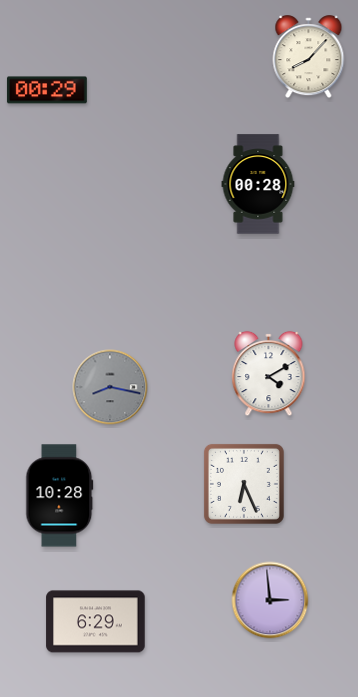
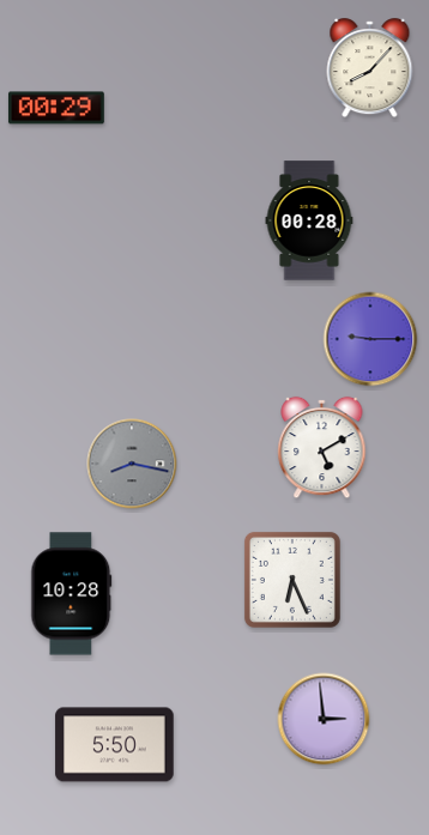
clock at (370, 339): none -> 9:15
clock at (269, 374): 4:10 -> 5:10
clock at (96, 622): 6:29 -> 5:50
